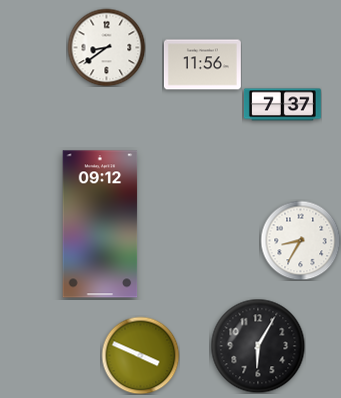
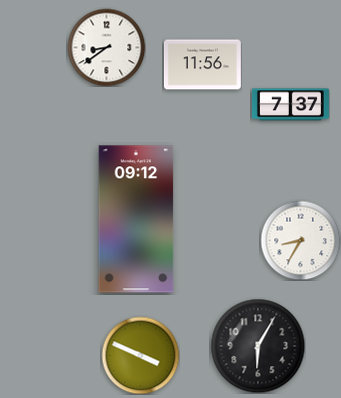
clock at (282, 105) position: (282, 105) -> (290, 105)
clock at (100, 224) position: (100, 224) -> (136, 219)
